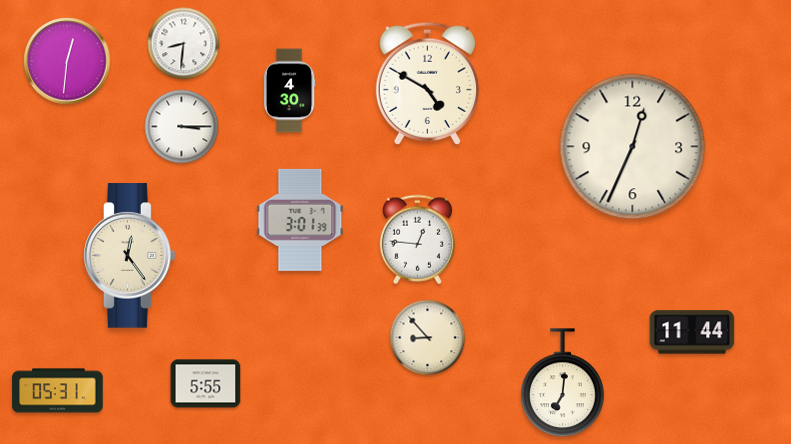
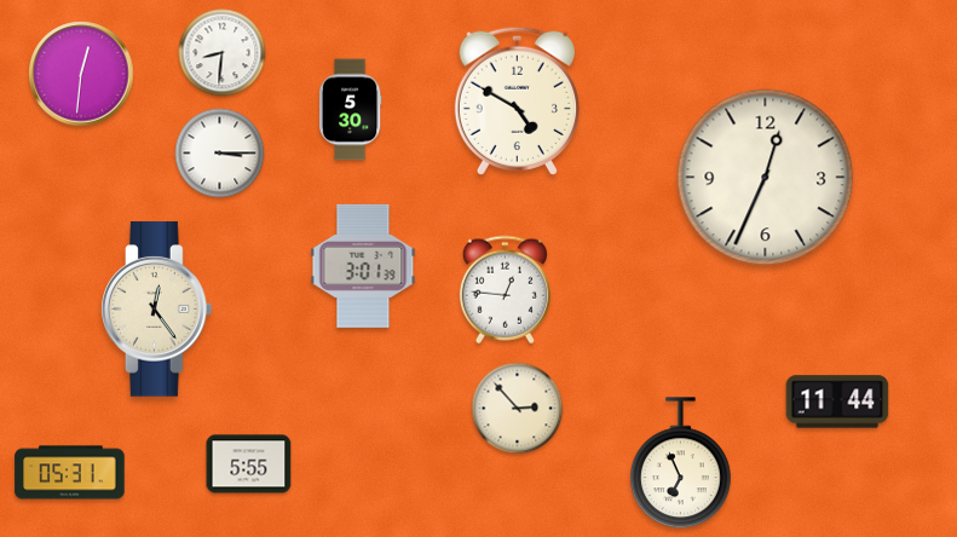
clock at (289, 91): 4:30 -> 5:30
clock at (428, 338): 8:53 -> 2:53
clock at (562, 383): 7:01 -> 6:56
